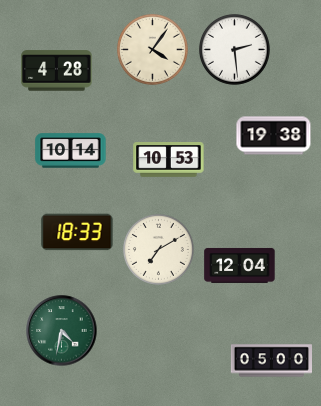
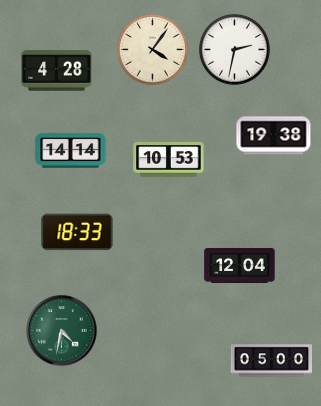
clock at (234, 49): 2:29 -> 2:32
clock at (71, 151): 10:14 -> 14:14
clock at (158, 249): 7:10 -> none
